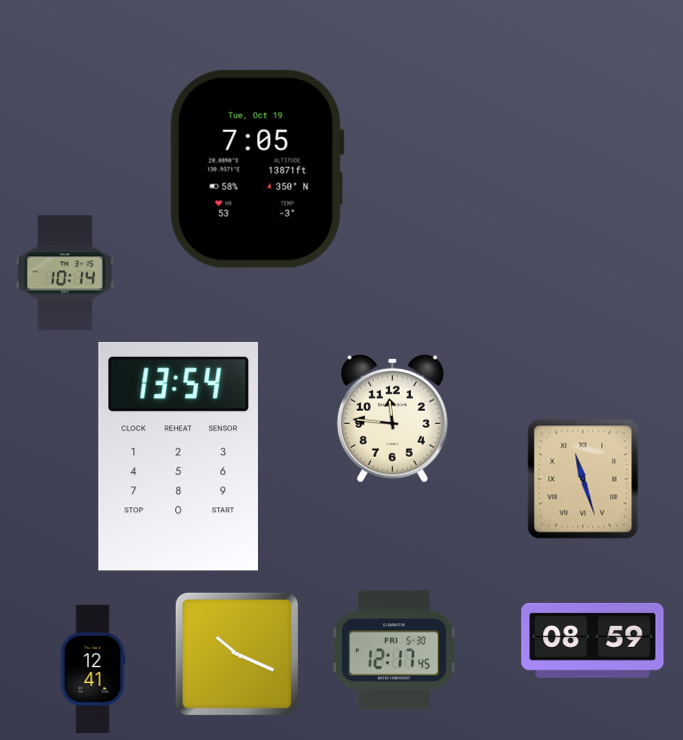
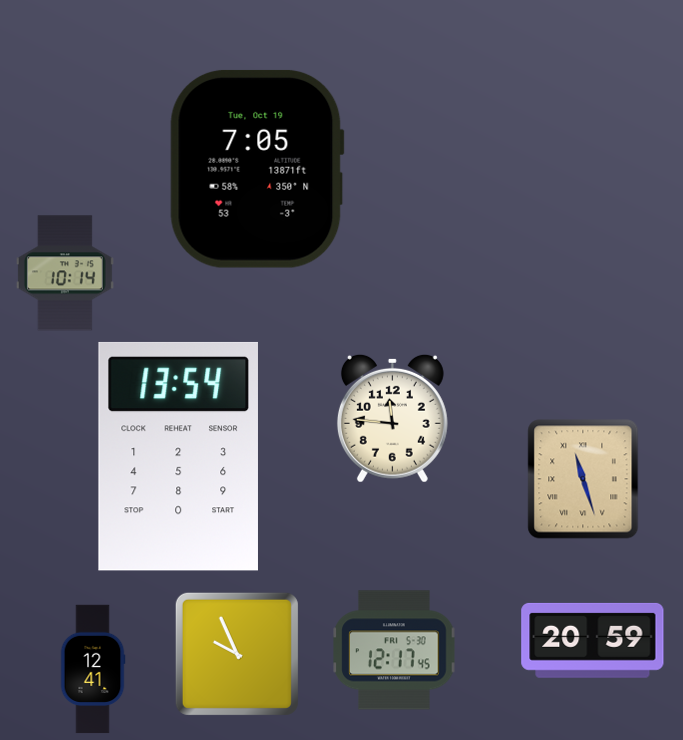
clock at (593, 640): 08:59 -> 20:59
clock at (237, 654): 10:19 -> 9:56
